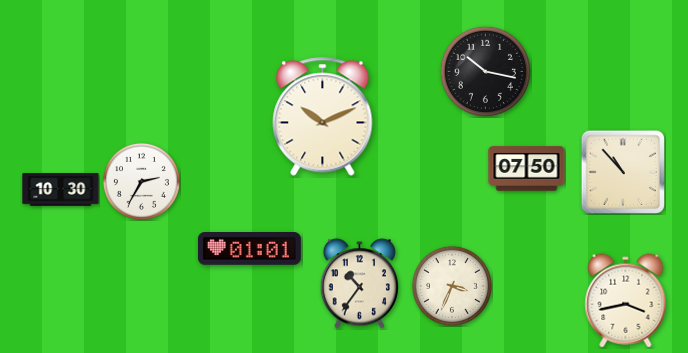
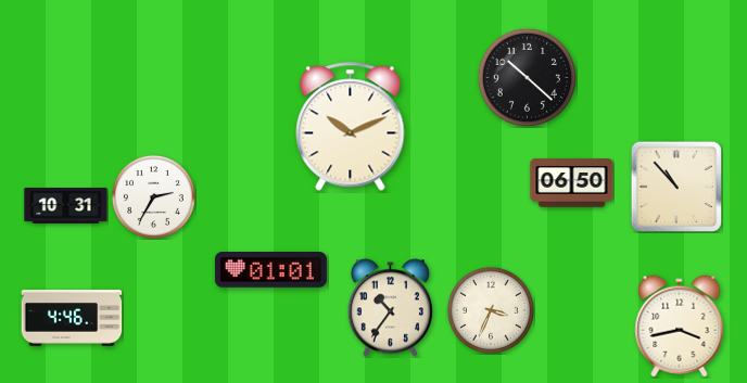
clock at (485, 71): 10:17 -> 10:22
clock at (527, 169): 07:50 -> 06:50
clock at (61, 190): 10:30 -> 10:31
clock at (72, 318): none -> 4:46
